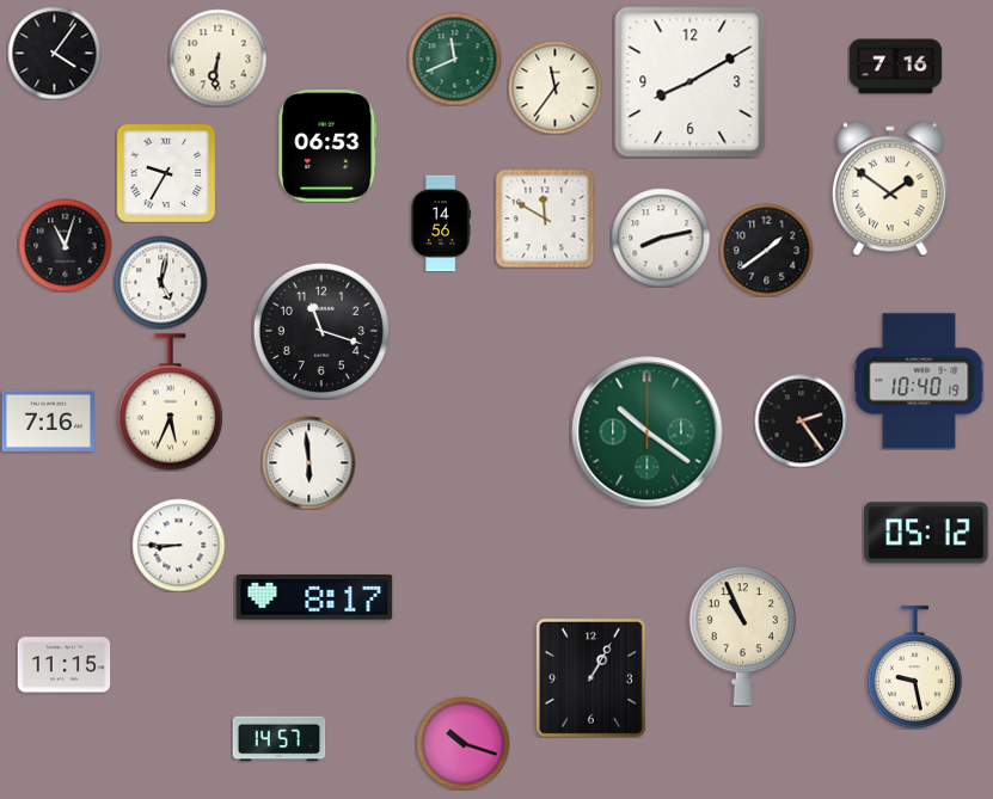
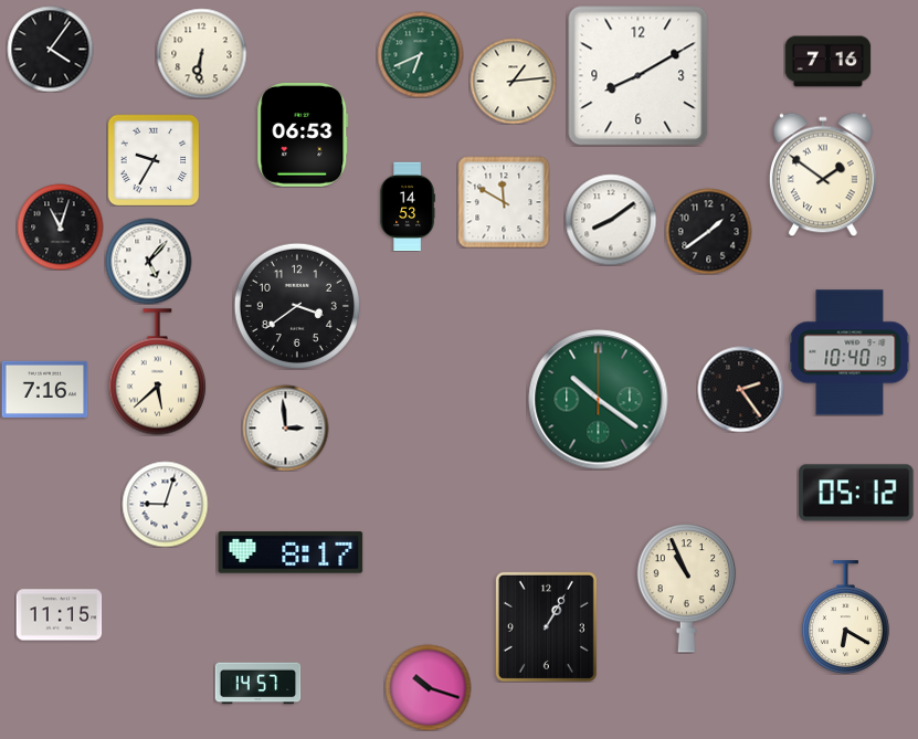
clock at (454, 59): 11:41 -> 6:41
clock at (554, 87): 11:36 -> 1:14
clock at (441, 223): 14:56 -> 14:53
clock at (661, 238): 8:13 -> 8:09
clock at (160, 282): 5:02 -> 5:07
clock at (320, 330): 11:18 -> 3:39
clock at (170, 402): 5:34 -> 5:38
clock at (308, 462): 5:59 -> 2:59
clock at (178, 545): 8:45 -> 9:03
clock at (914, 668): 9:28 -> 6:20
